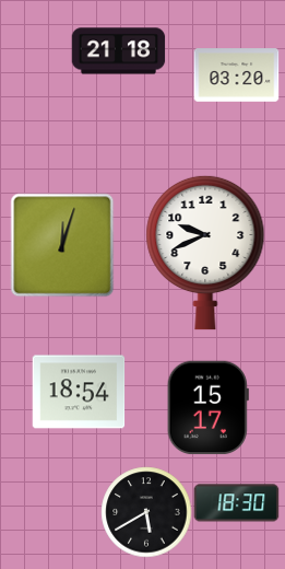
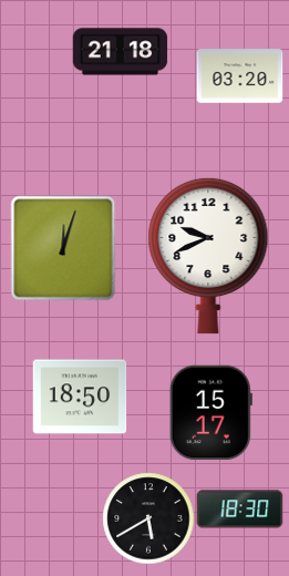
clock at (79, 392): 18:54 -> 18:50
